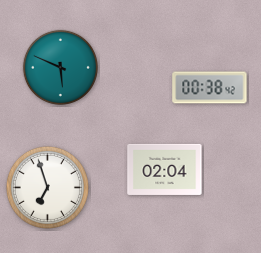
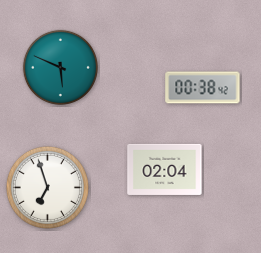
clock at (210, 88) position: (210, 88) -> (203, 88)
